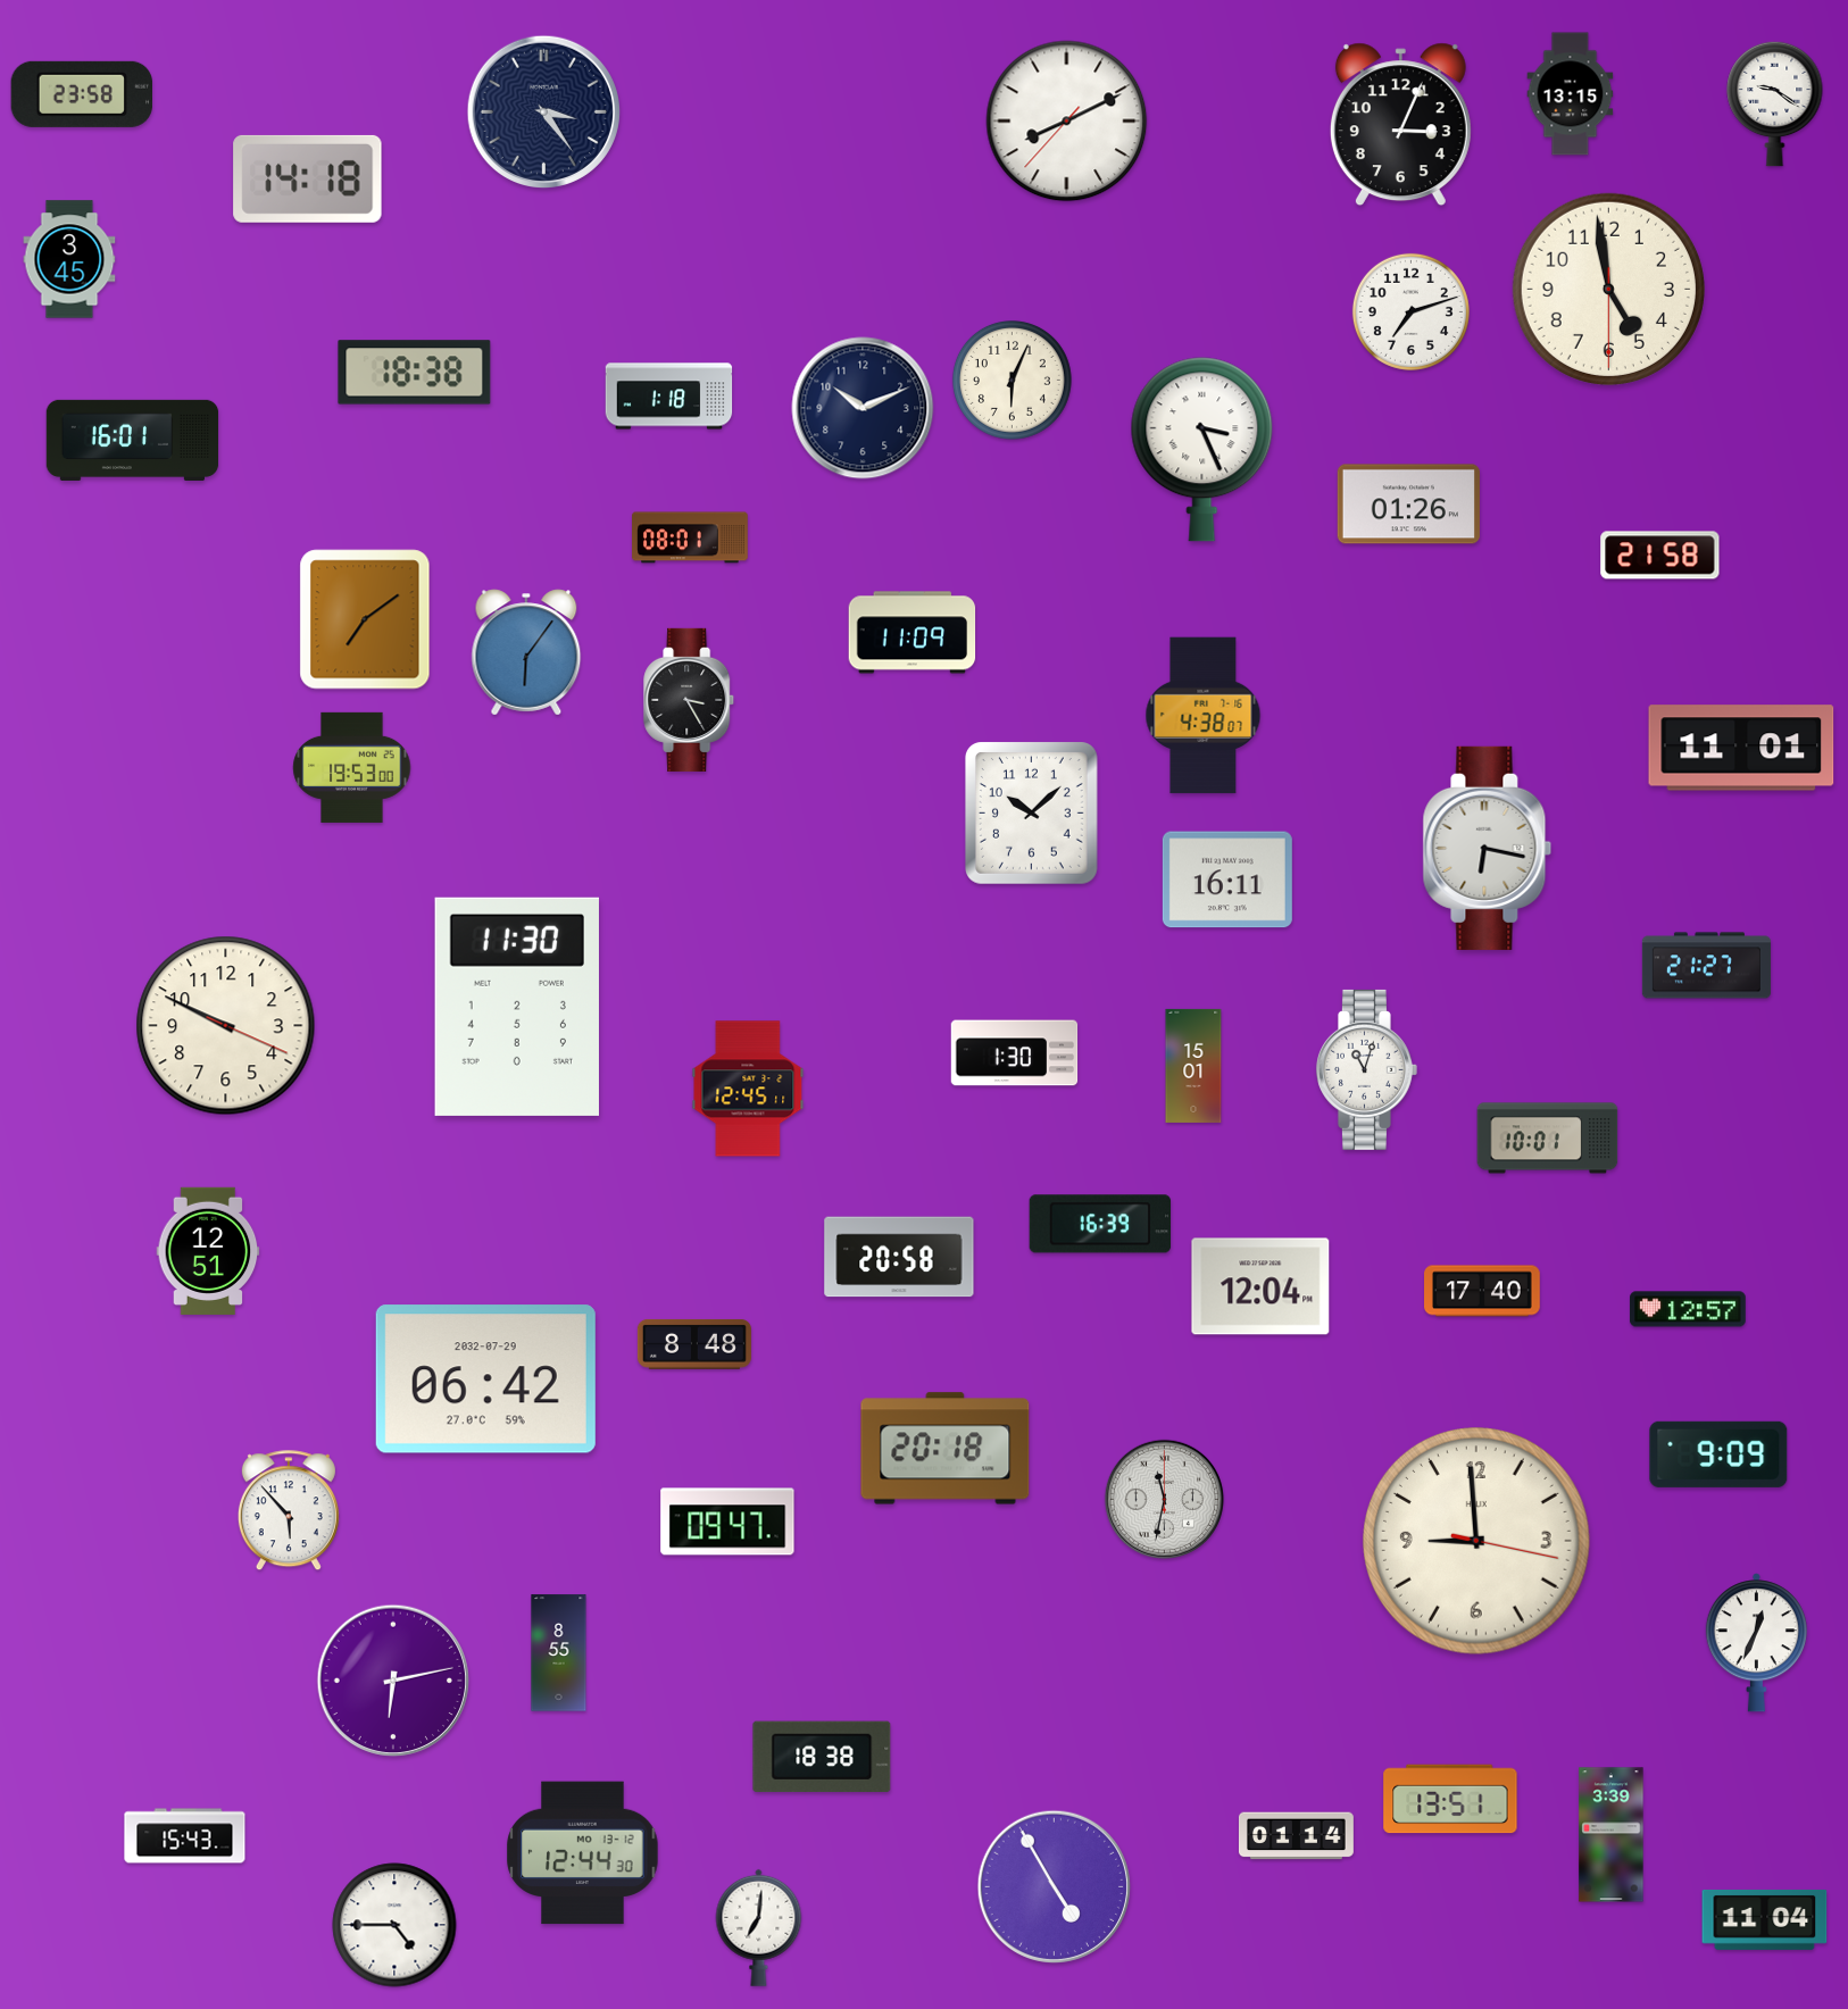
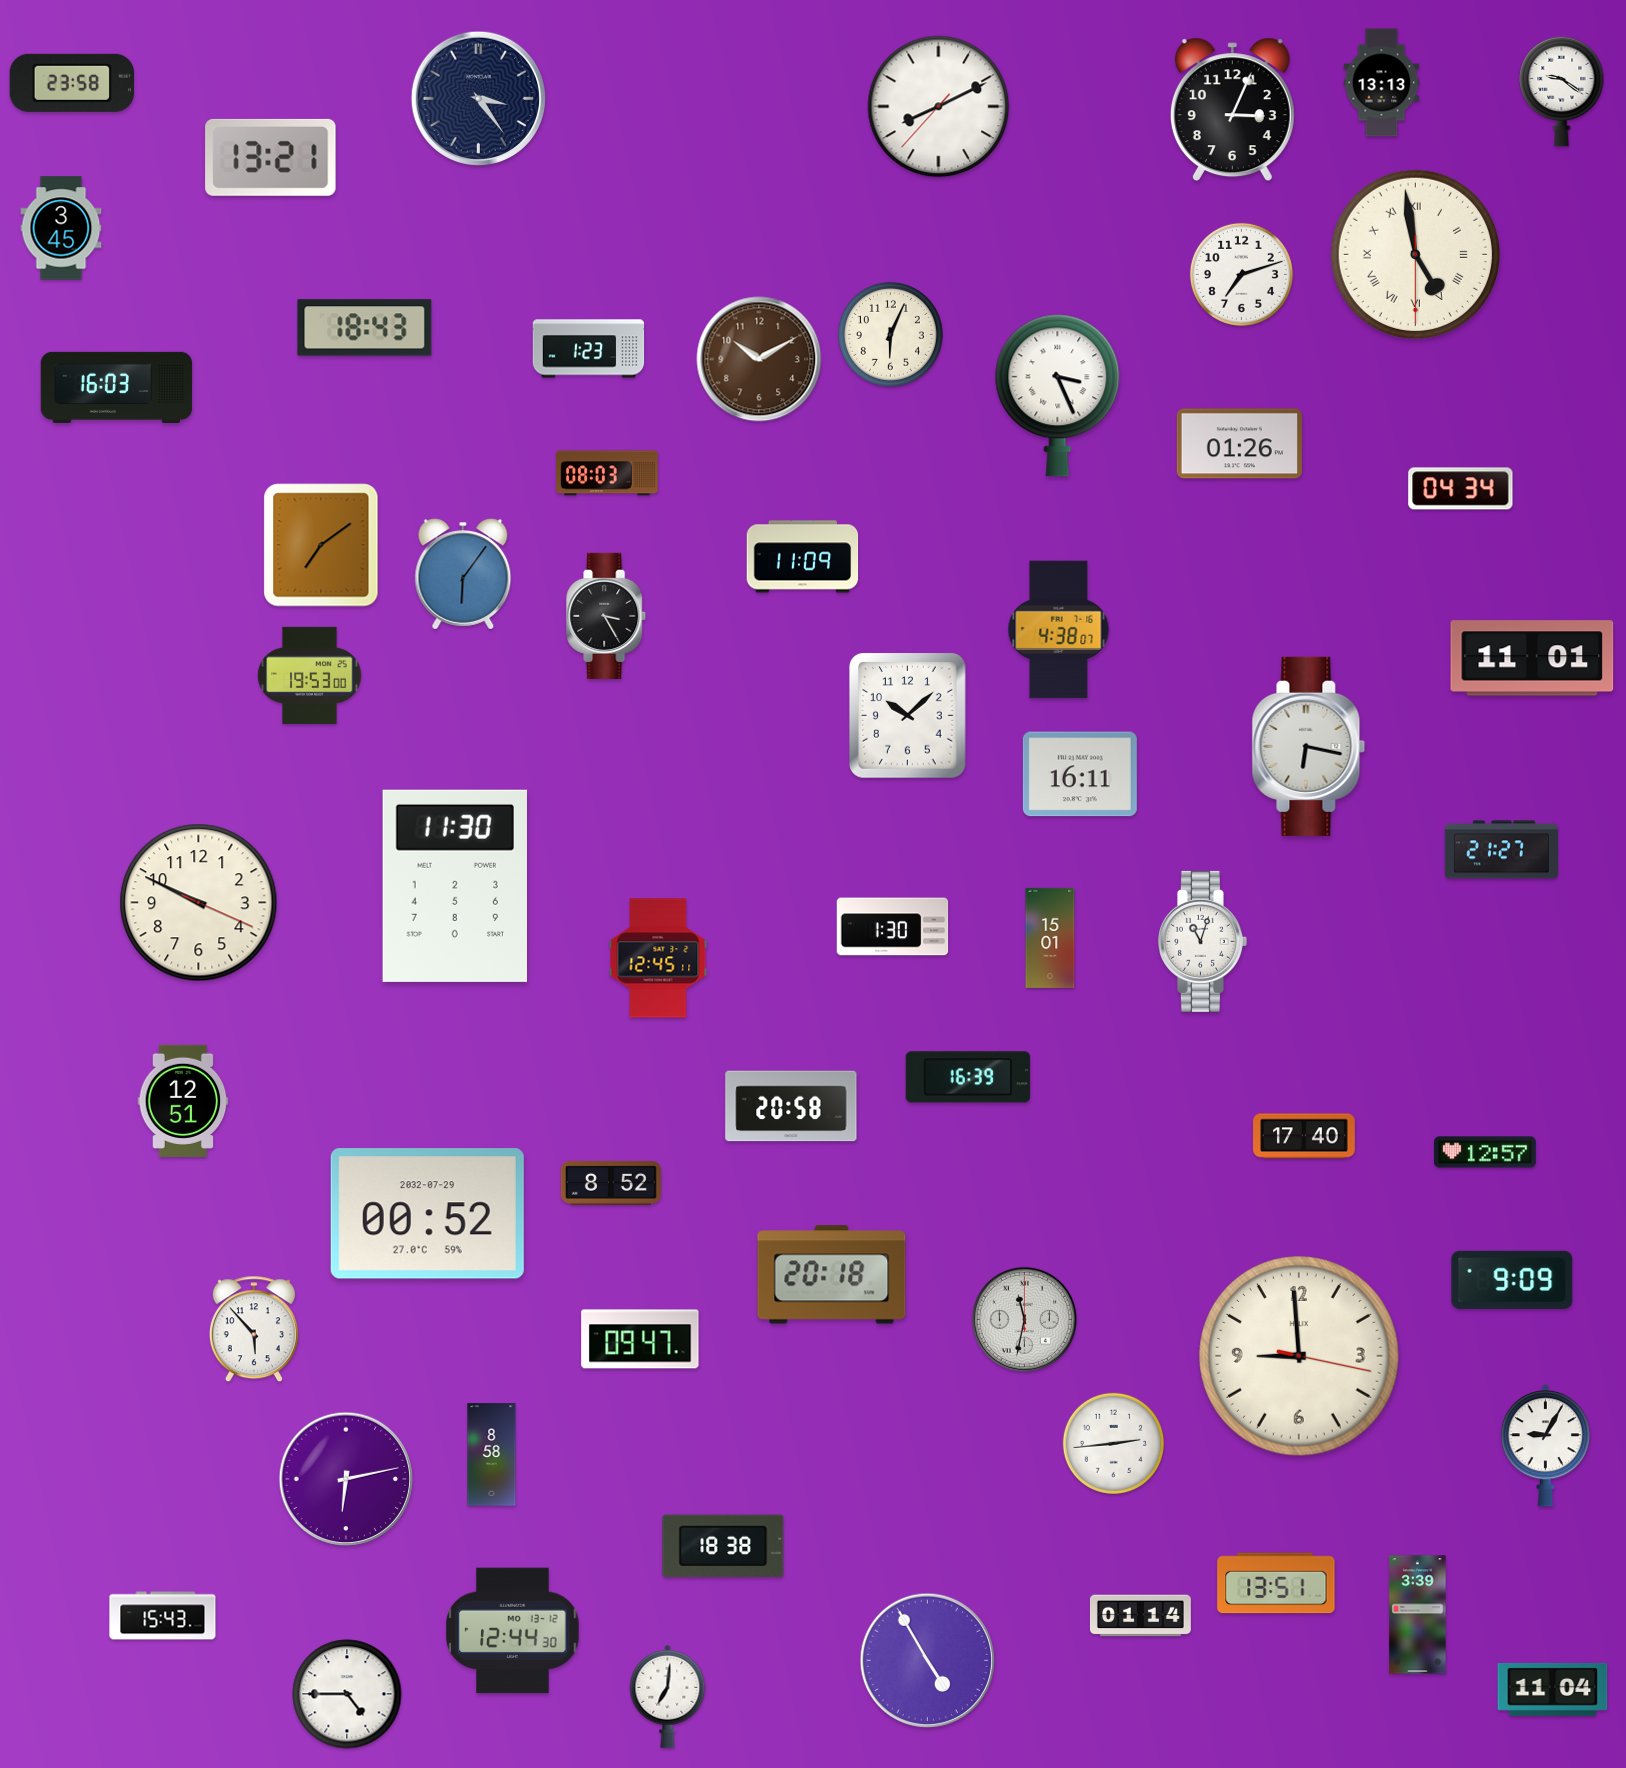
clock at (1571, 94): 13:15 -> 13:13
clock at (308, 178): 14:18 -> 13:21
clock at (1608, 289) numerals: Arabic -> Roman
clock at (415, 373): 18:38 -> 18:43
clock at (669, 397): 1:18 -> 1:23
clock at (863, 408): 10:11 -> 10:10
clock at (863, 408) dial: navy -> brown
clock at (133, 440): 16:01 -> 16:03
clock at (690, 537): 08:01 -> 08:03
clock at (1660, 556): 21:58 -> 04:34
clock at (1548, 1139): 10:01 -> none
clock at (1260, 1286): 12:04 -> none
clock at (694, 1344): 8:48 -> 8:52
clock at (485, 1379): 06:42 -> 00:52
clock at (1113, 1443): none -> 2:44
clock at (1756, 1643): 12:34 -> 9:05
clock at (559, 1653): 8:55 -> 8:58
